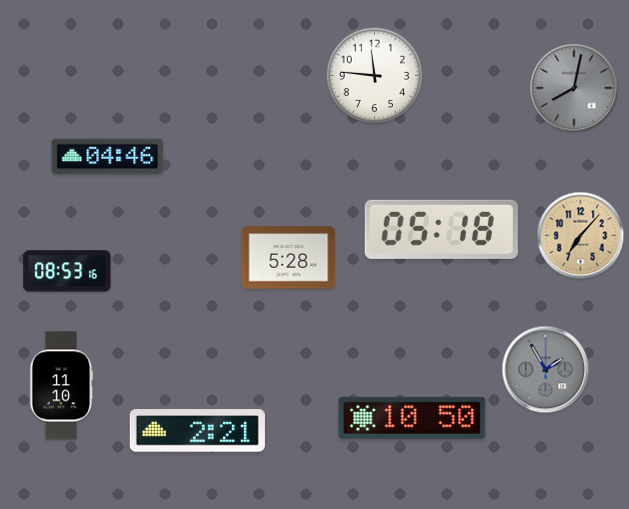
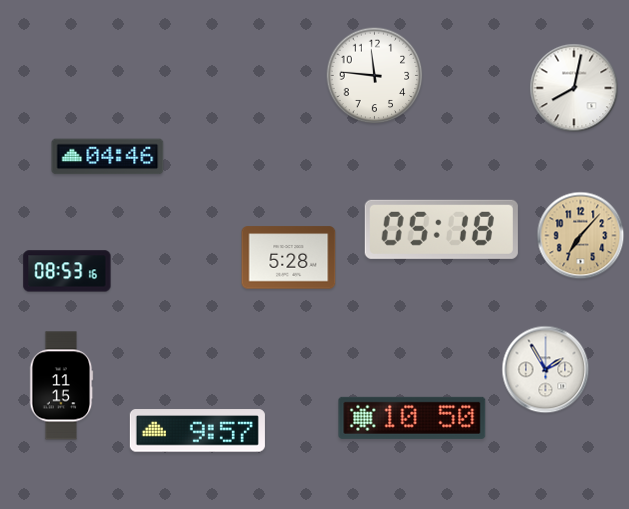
clock at (574, 88) dial: grey -> white
clock at (546, 370) dial: grey -> white
clock at (61, 386): 11:10 -> 11:15
clock at (197, 431): 2:21 -> 9:57
